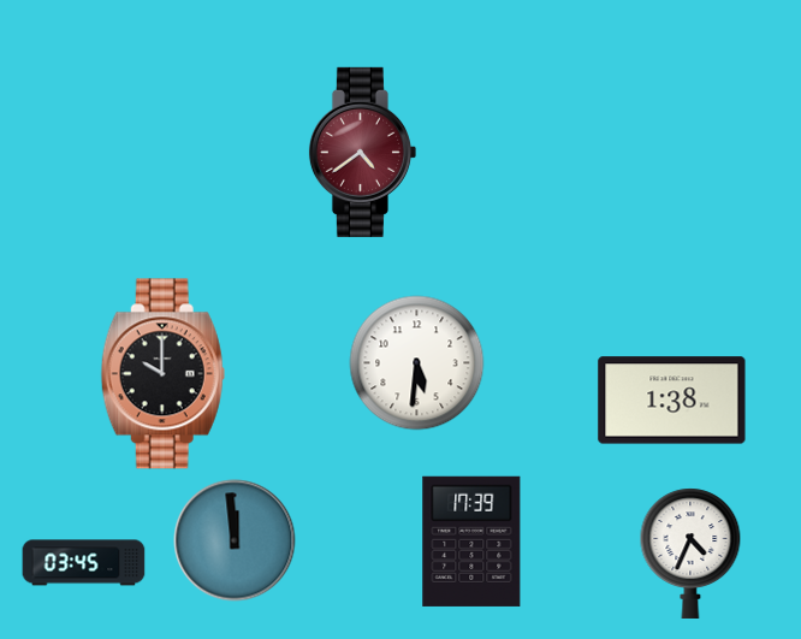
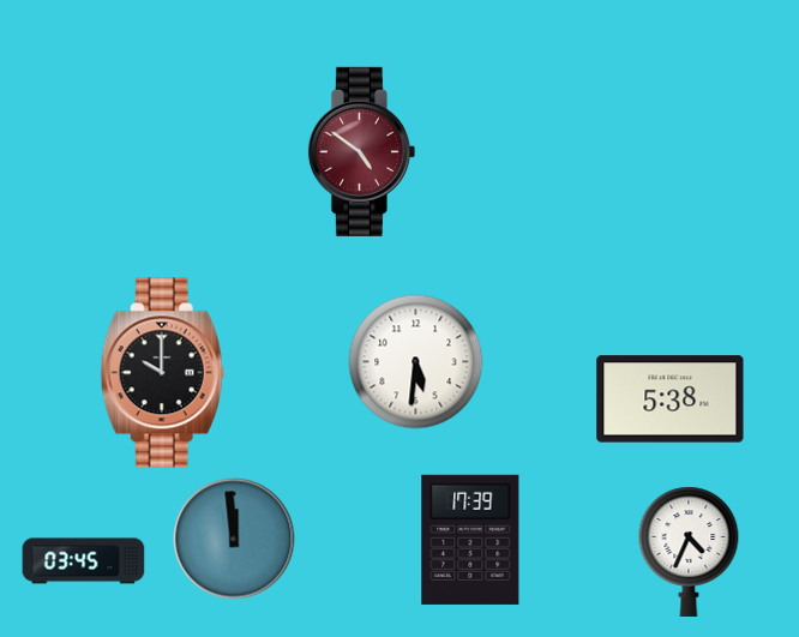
clock at (362, 152): 4:39 -> 4:51
clock at (672, 401): 1:38 -> 5:38
